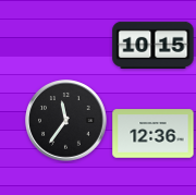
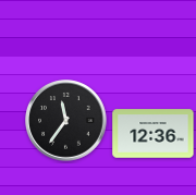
clock at (154, 45): 10:15 -> none
